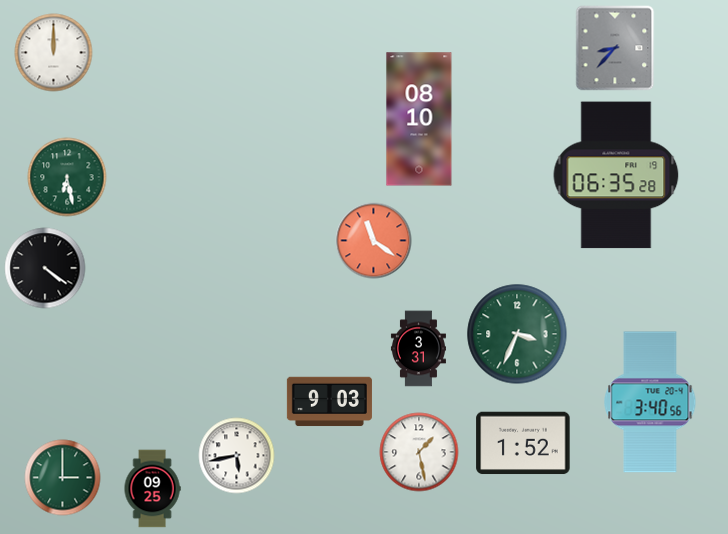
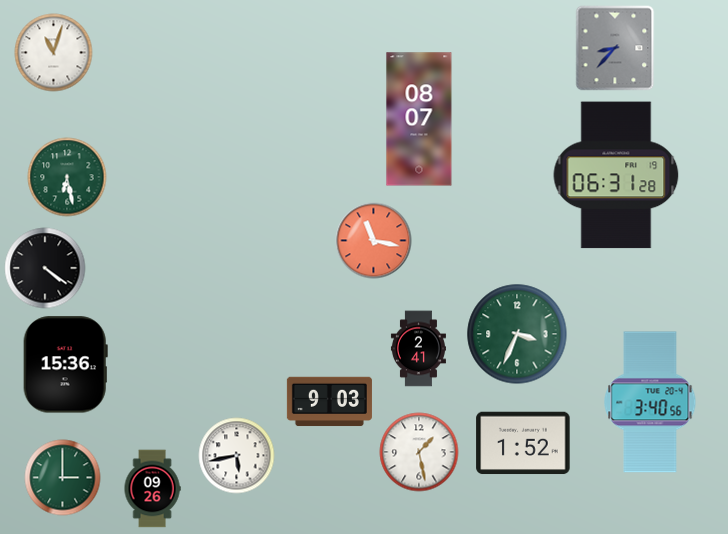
clock at (54, 53): 12:00 -> 11:03
clock at (419, 119): 08:10 -> 08:07
clock at (616, 175): 06:35 -> 06:31
clock at (374, 241): 11:21 -> 11:17
clock at (418, 349): 3:31 -> 2:41
clock at (65, 365): none -> 15:36
clock at (152, 489): 09:25 -> 09:26
